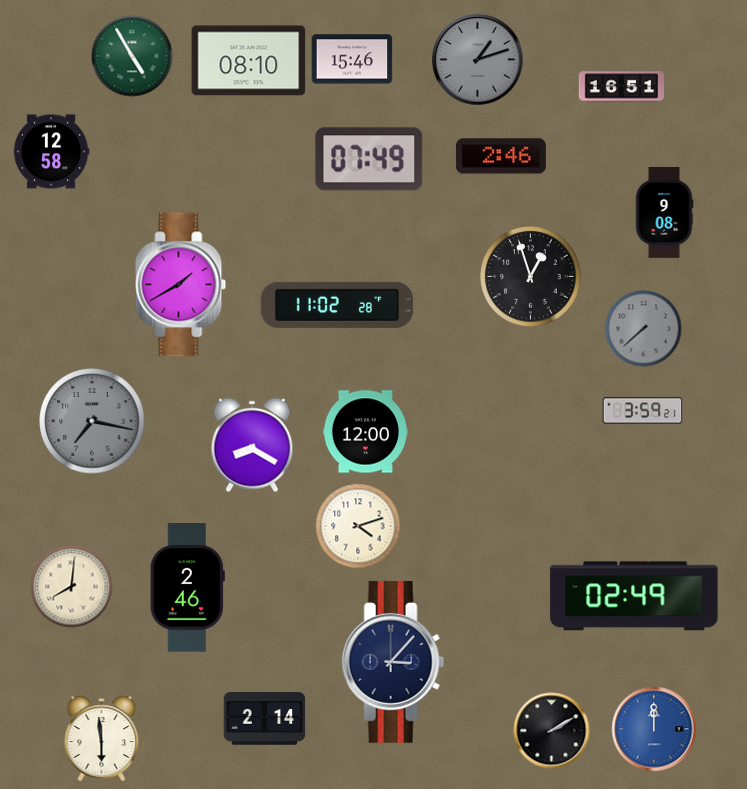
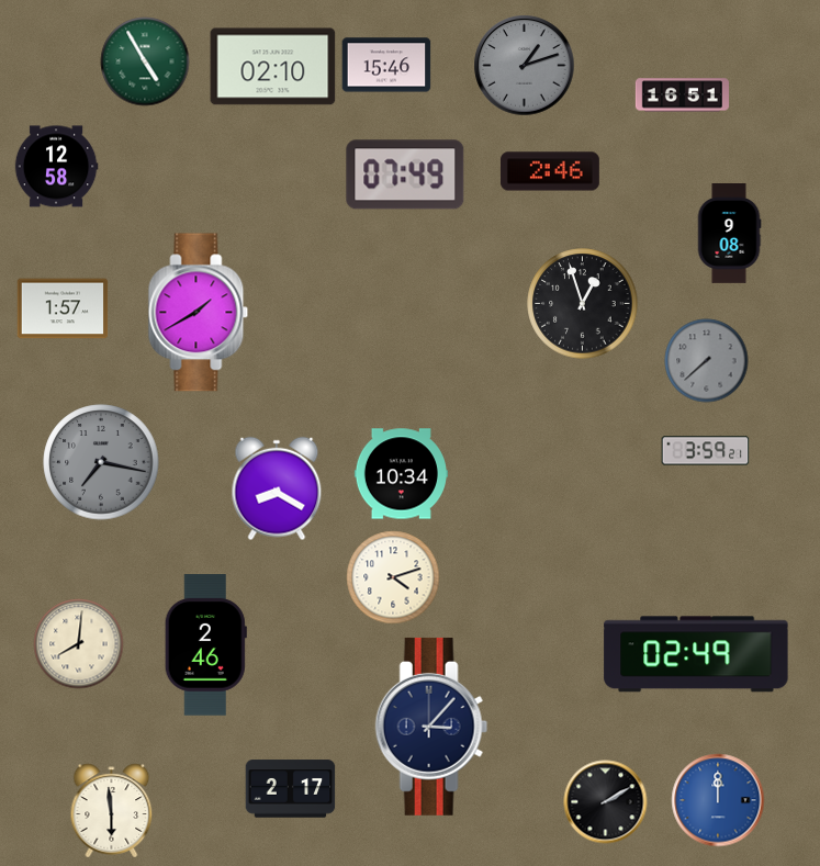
clock at (249, 61): 08:10 -> 02:10
clock at (63, 308): none -> 1:57
clock at (337, 305): 11:02 -> none
clock at (365, 432): 12:00 -> 10:34
clock at (265, 719): 2:14 -> 2:17
